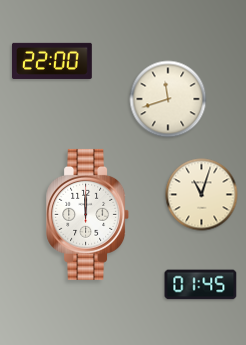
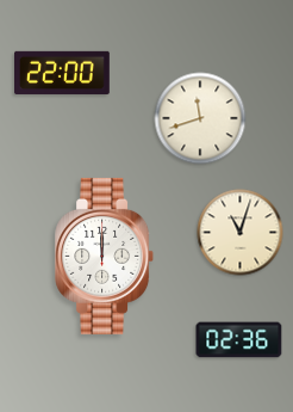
clock at (201, 285): 01:45 -> 02:36
